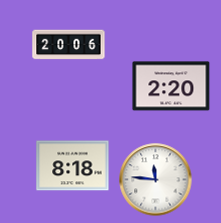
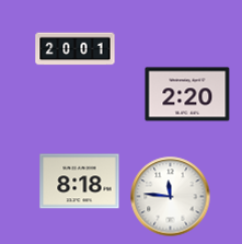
clock at (69, 45): 20:06 -> 20:01
